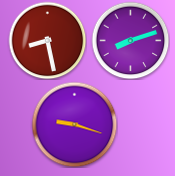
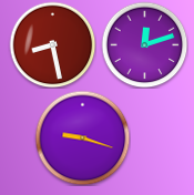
clock at (130, 40): 8:12 -> 12:12
